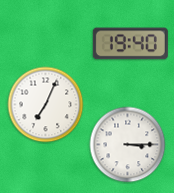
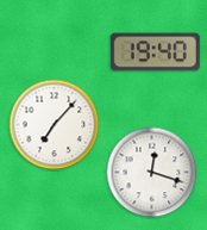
clock at (46, 105): 7:04 -> 7:07
clock at (128, 145): 3:15 -> 12:18
